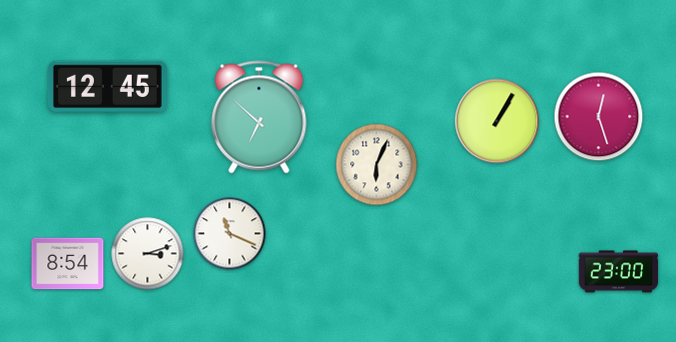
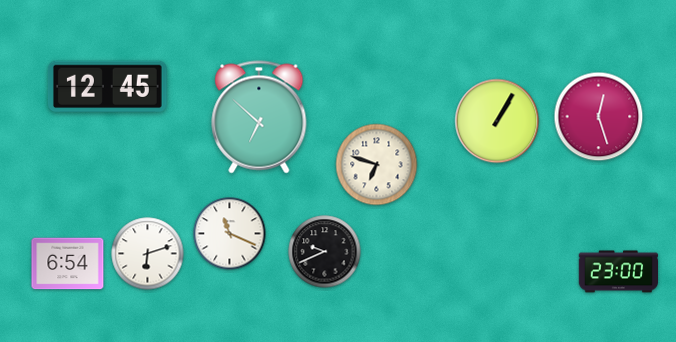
clock at (377, 165): 6:04 -> 6:48
clock at (325, 252): none -> 9:41
clock at (148, 254): 3:12 -> 6:12
clock at (68, 264): 8:54 -> 6:54
